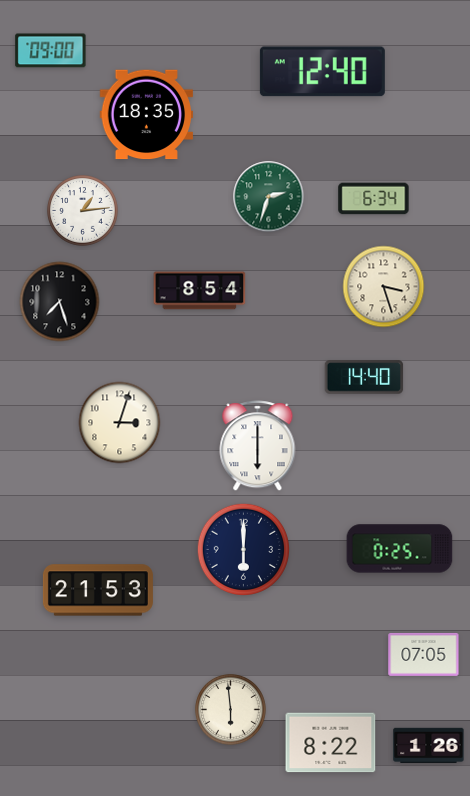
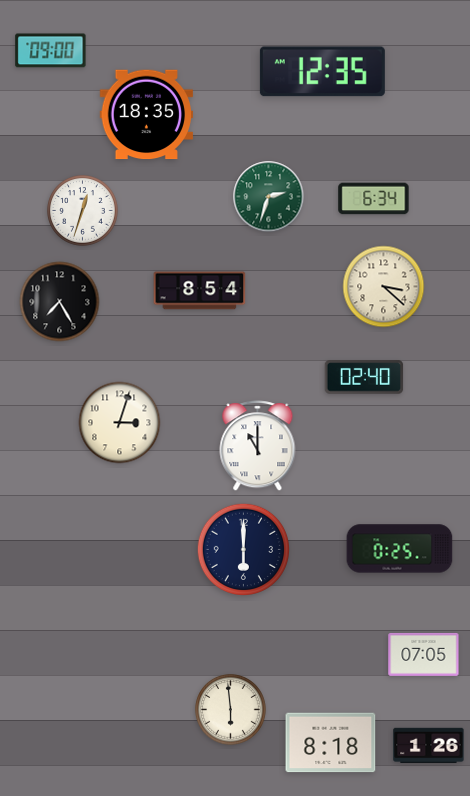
clock at (322, 72): 12:40 -> 12:35
clock at (83, 211): 1:14 -> 12:33
clock at (384, 287): 3:27 -> 3:22
clock at (60, 302): 7:27 -> 7:25
clock at (364, 377): 14:40 -> 02:40
clock at (258, 446): 6:00 -> 11:00
clock at (98, 590): 21:53 -> none
clock at (331, 743): 8:22 -> 8:18
